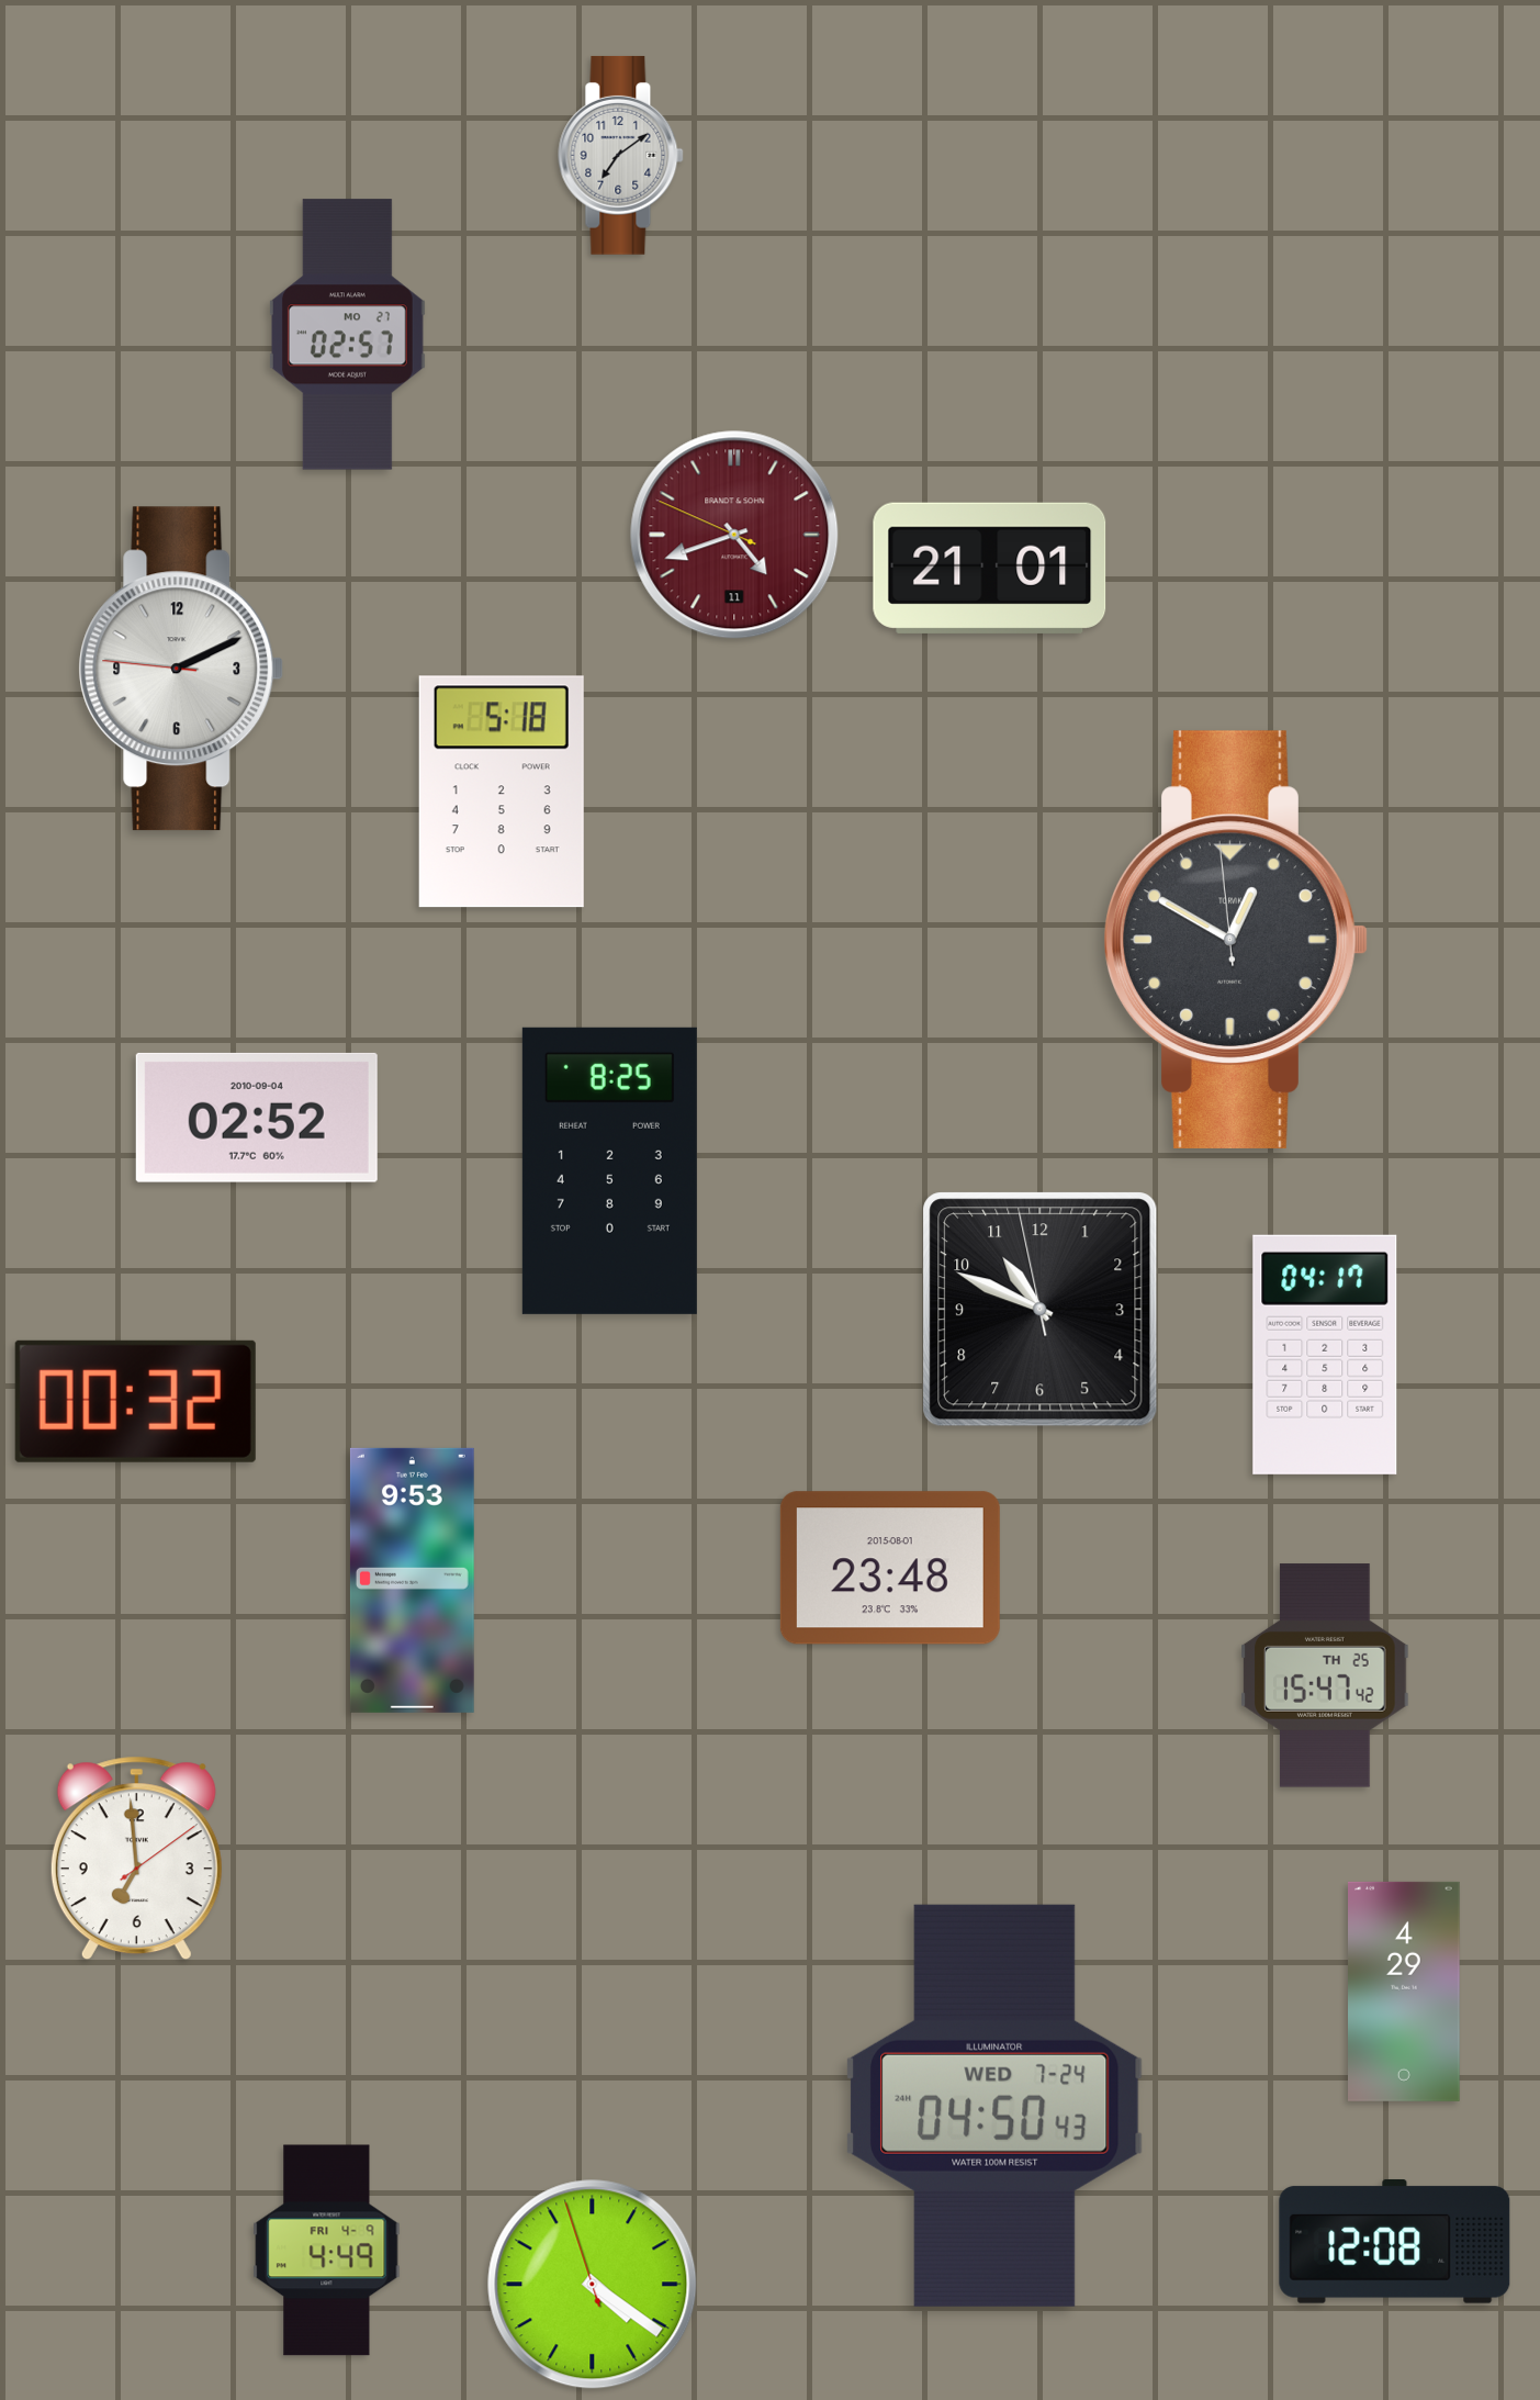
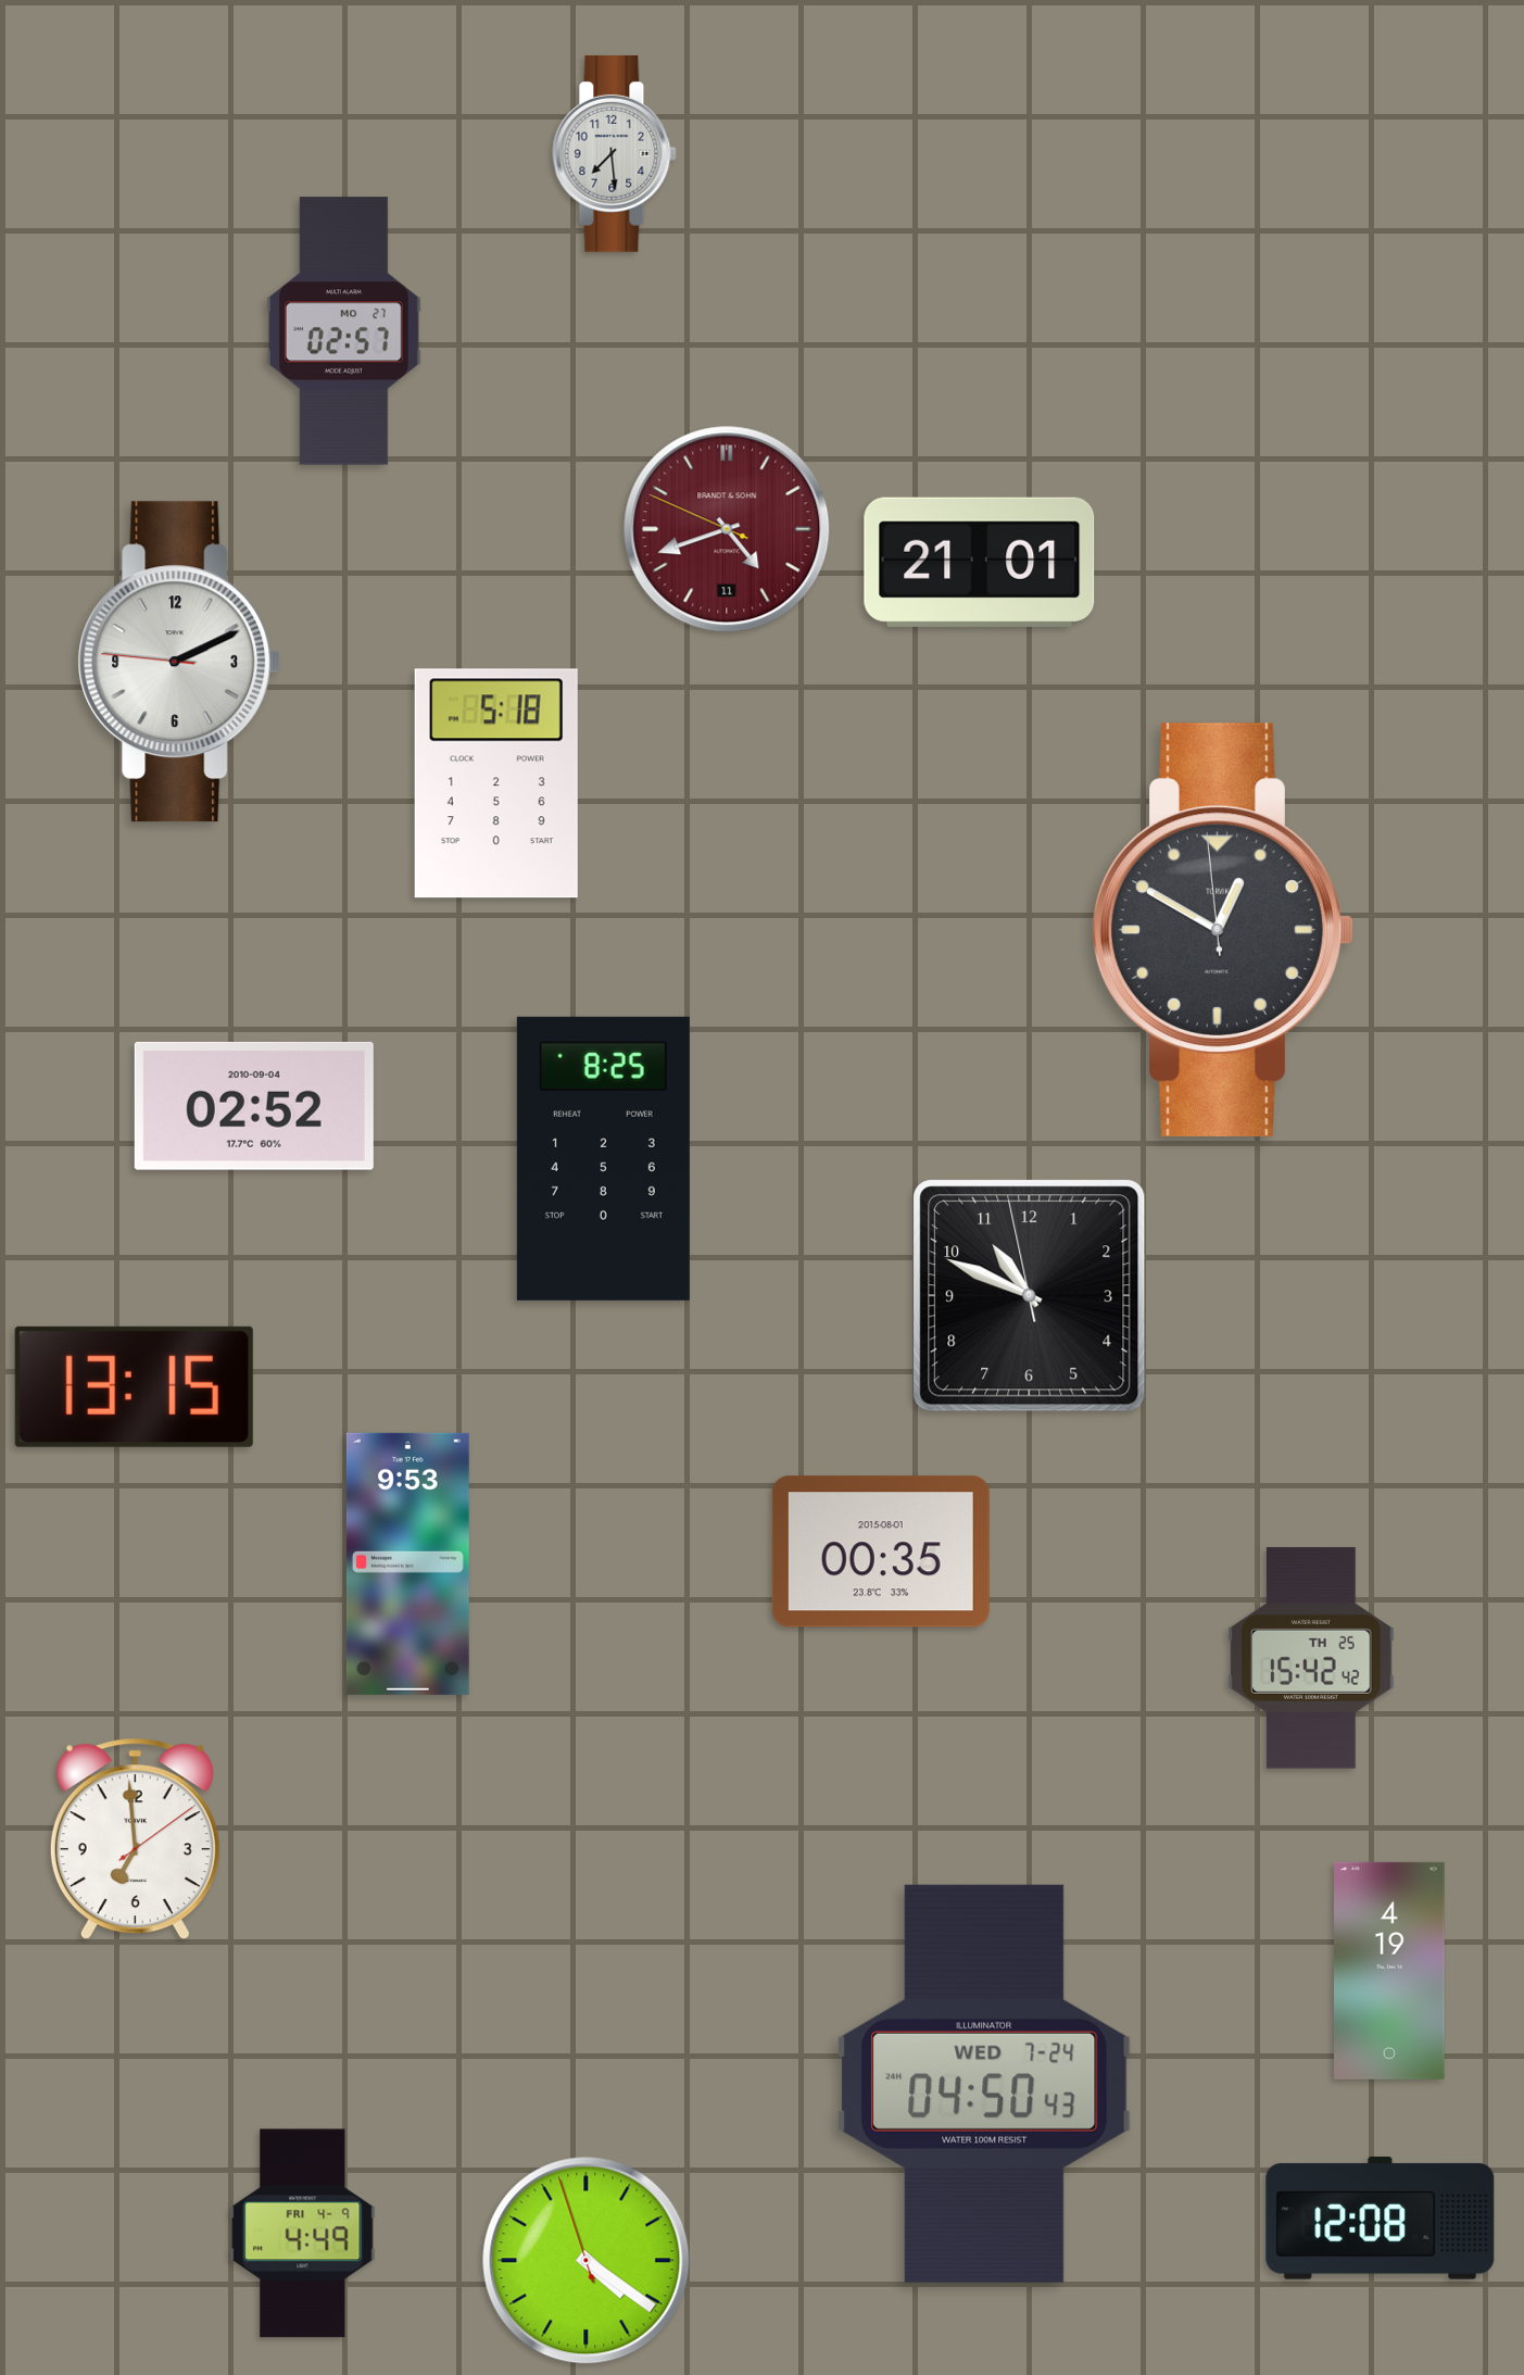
clock at (621, 155): 7:09 -> 7:29
clock at (1325, 1355): 04:17 -> none
clock at (135, 1401): 00:32 -> 13:15
clock at (890, 1568): 23:48 -> 00:35
clock at (1325, 1675): 15:47 -> 15:42
clock at (1405, 1992): 4:29 -> 4:19
clock at (327, 2251) position: (327, 2251) -> (303, 2234)
